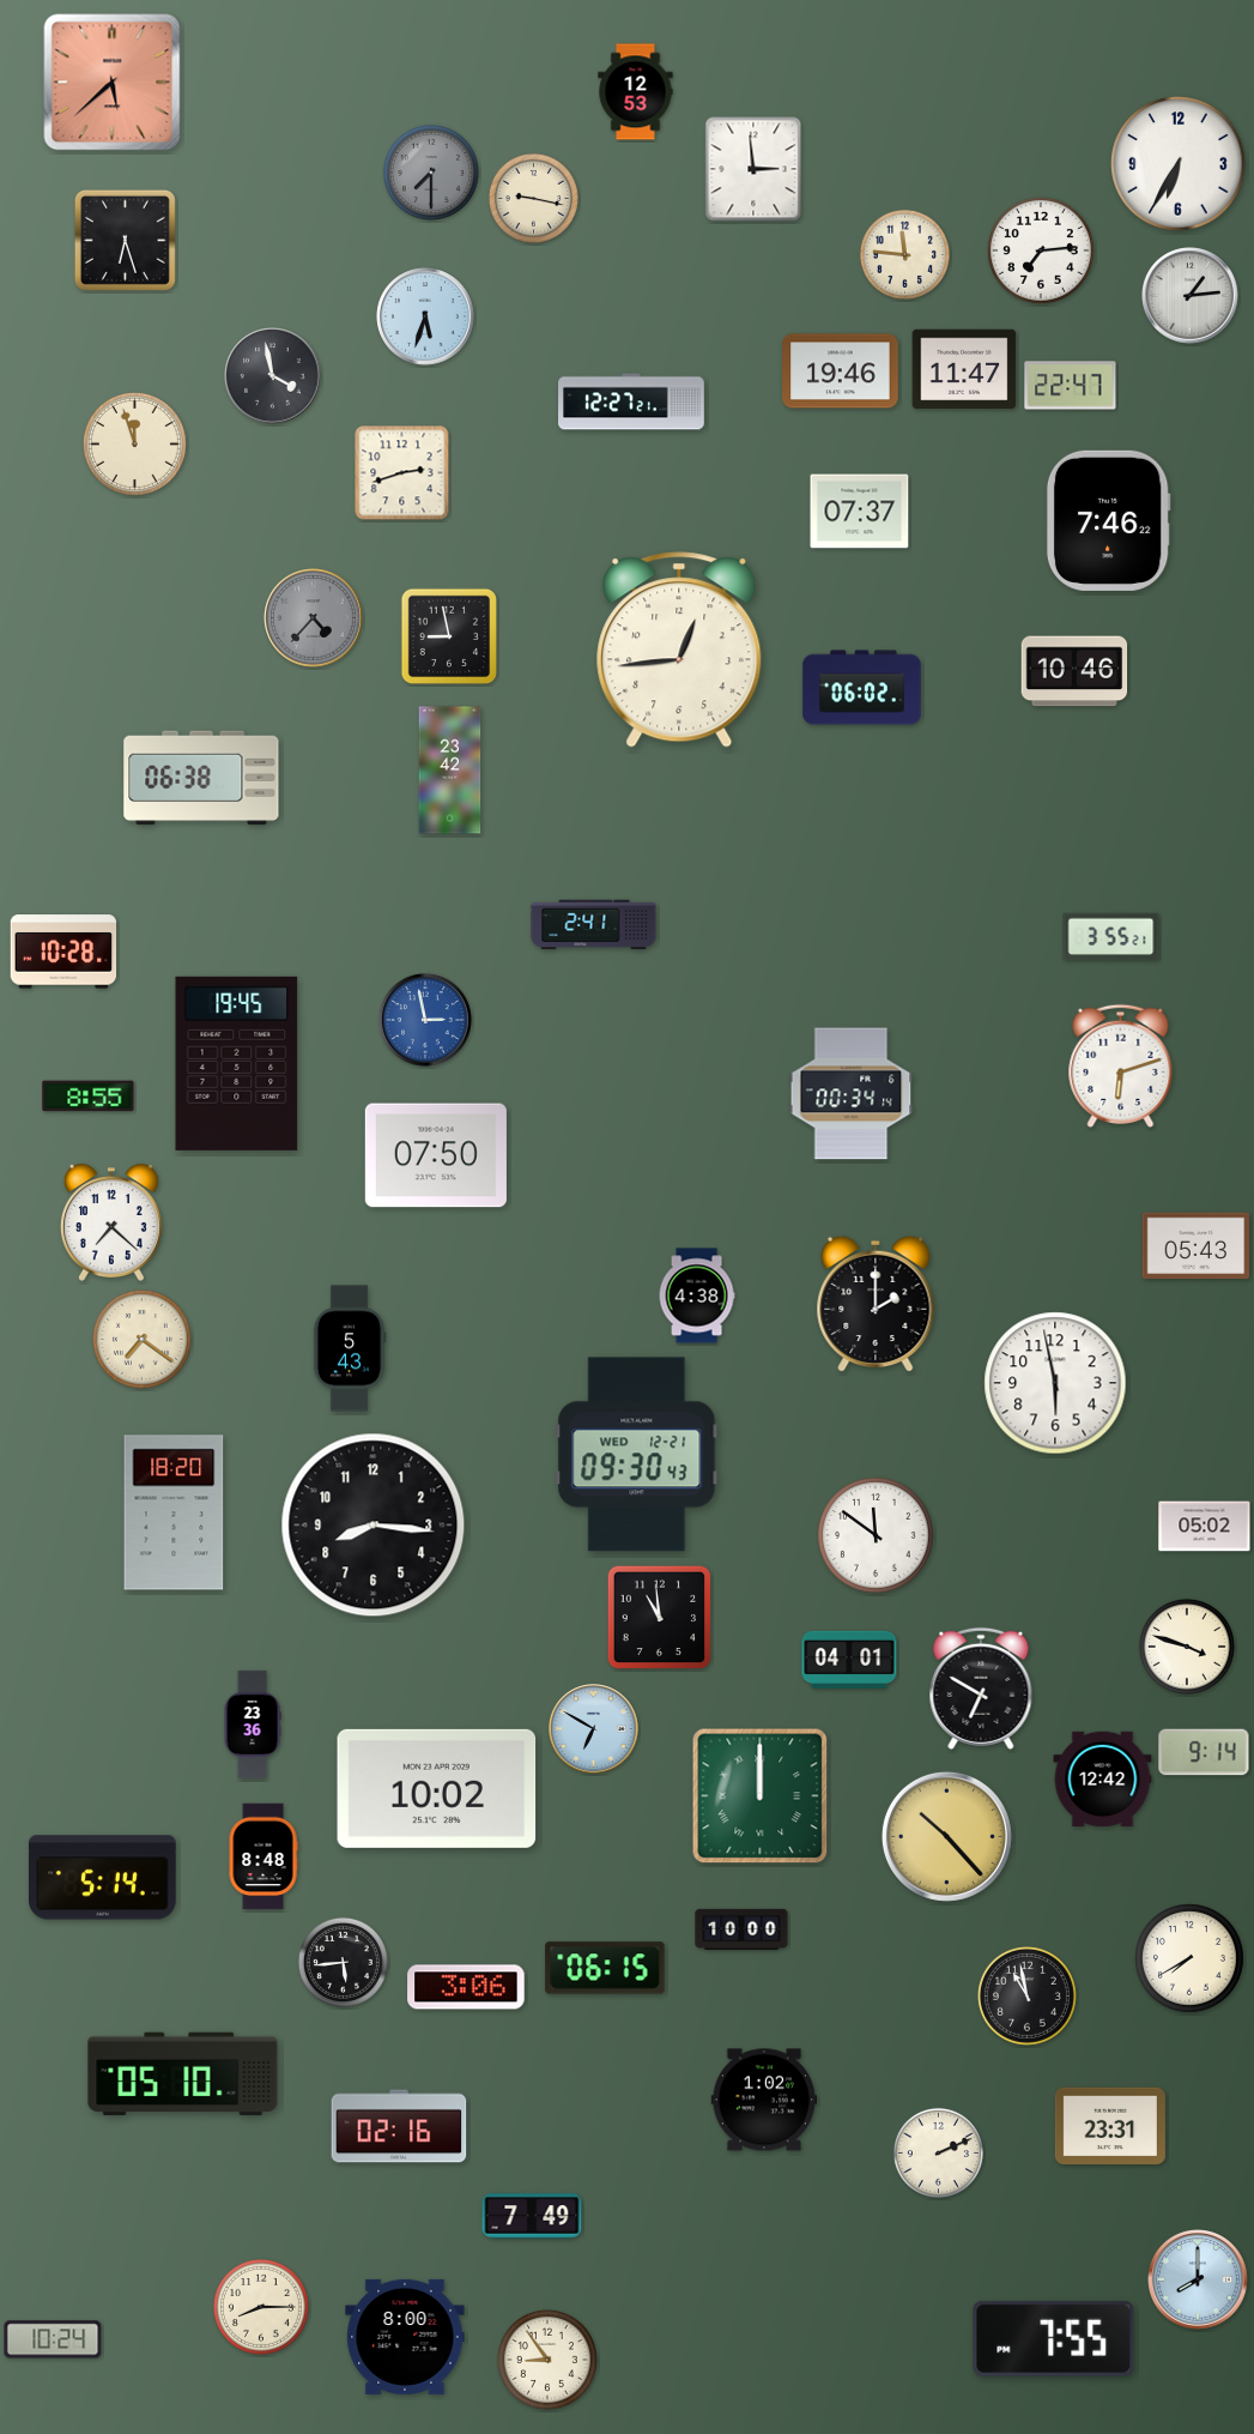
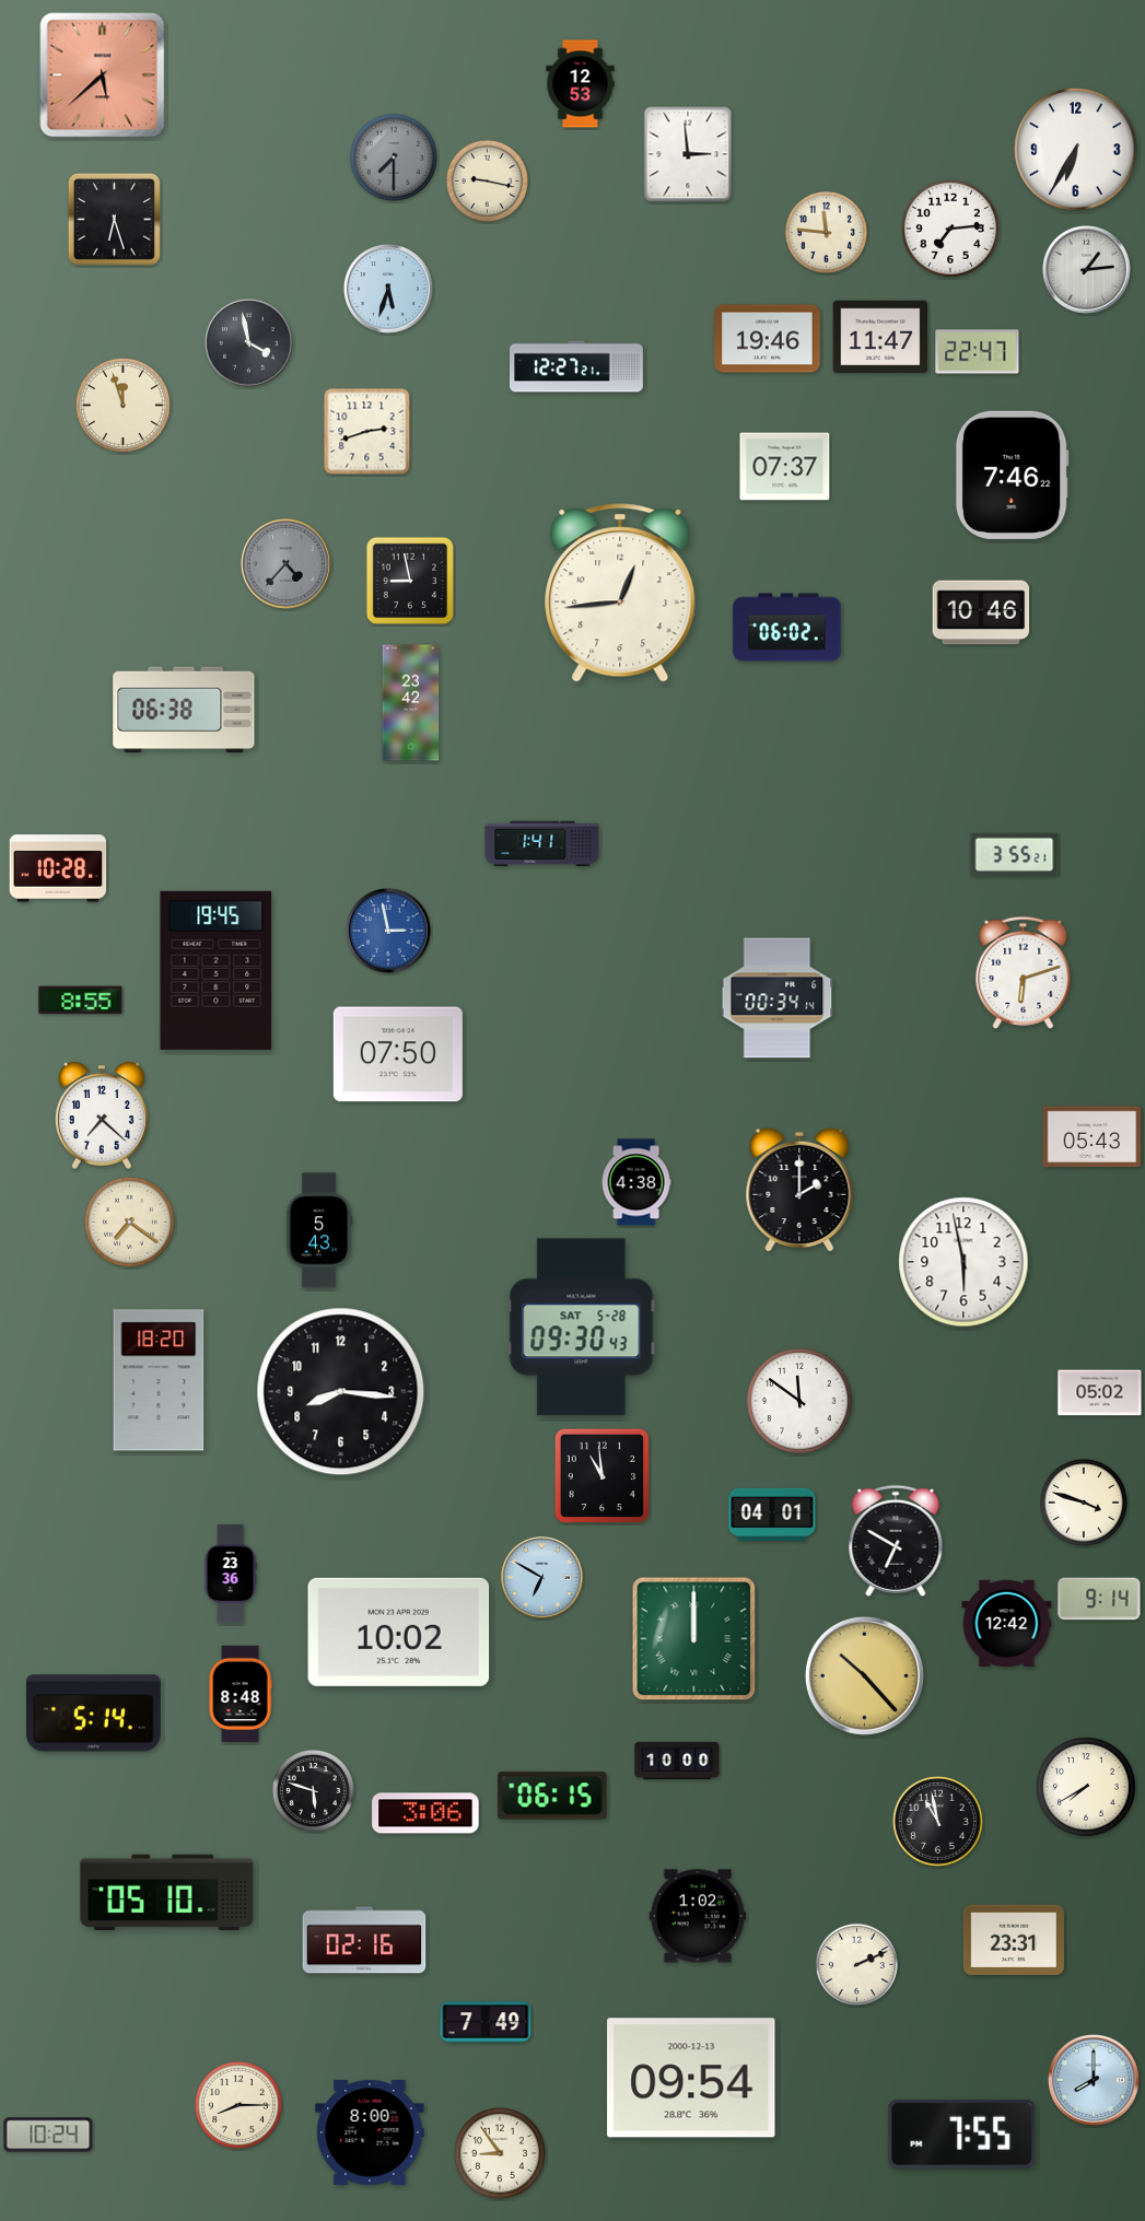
clock at (594, 925): 2:41 -> 1:41
clock at (637, 1455) date: WED 12-21 -> SAT 5-28
clock at (849, 1660) position: (849, 1660) -> (772, 1515)
clock at (343, 1962): 5:44 -> 5:48
clock at (691, 2078): none -> 09:54
